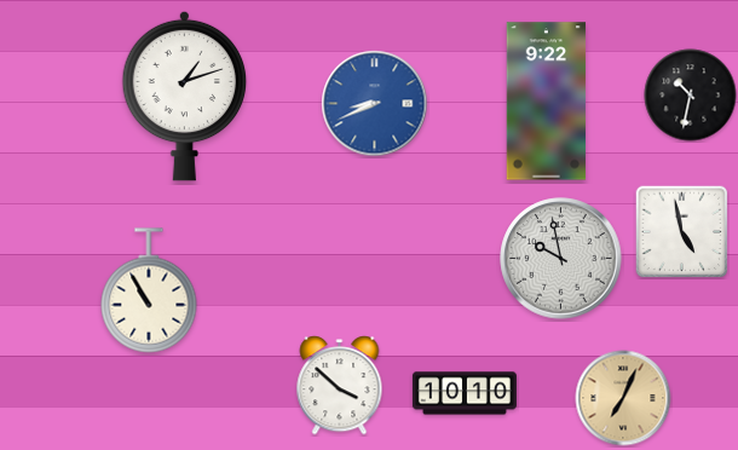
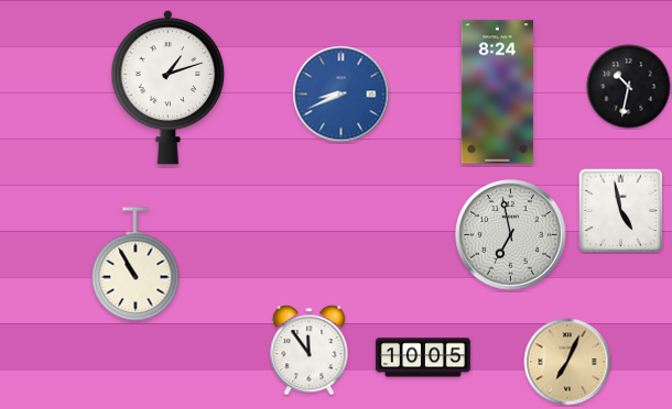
clock at (547, 102): 9:22 -> 8:24
clock at (561, 259): 9:58 -> 6:58
clock at (340, 386): 3:52 -> 11:54
clock at (465, 393): 10:10 -> 10:05
